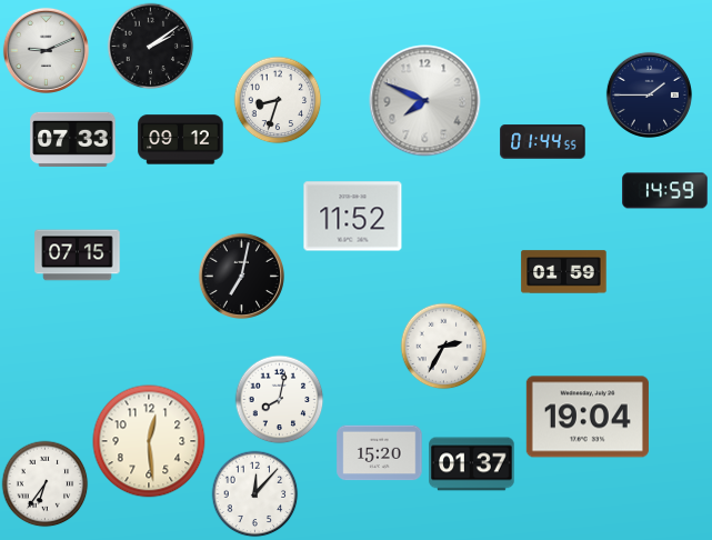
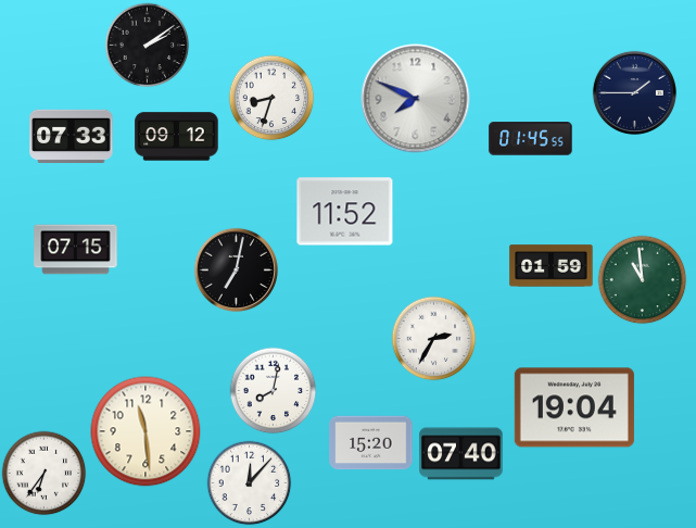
clock at (46, 50): 9:11 -> none
clock at (543, 142): 01:44 -> 01:45
clock at (665, 191): 14:59 -> none
clock at (642, 279): none -> 10:59
clock at (149, 441): 12:29 -> 11:29
clock at (472, 464): 01:37 -> 07:40
